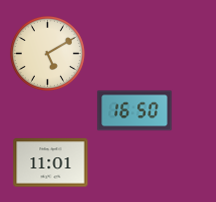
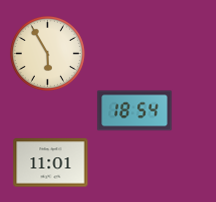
clock at (47, 53): 5:10 -> 5:55
clock at (135, 111): 16:50 -> 18:54
